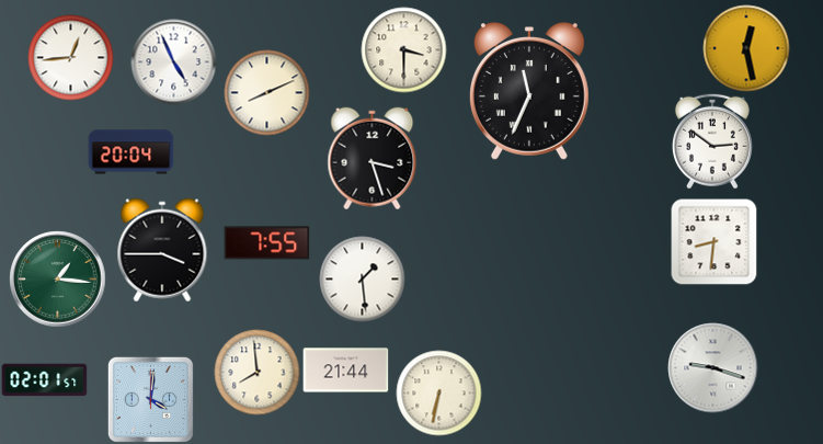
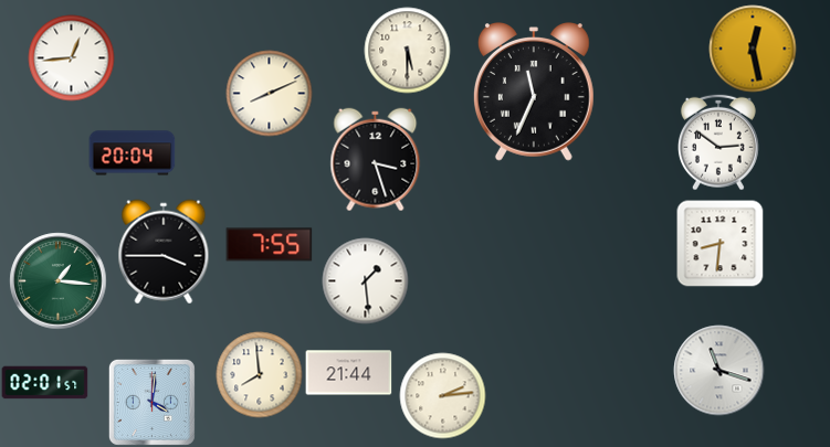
clock at (403, 49): 3:30 -> 5:30
clock at (173, 61): 4:56 -> none
clock at (712, 367): 9:18 -> 11:18
clock at (438, 392): 6:32 -> 2:14
